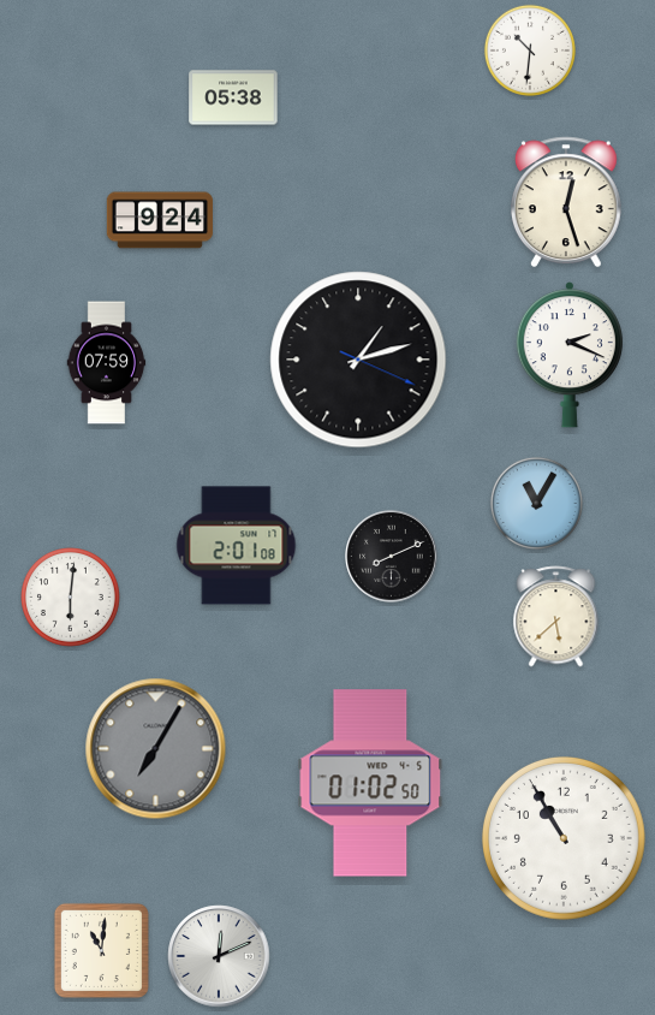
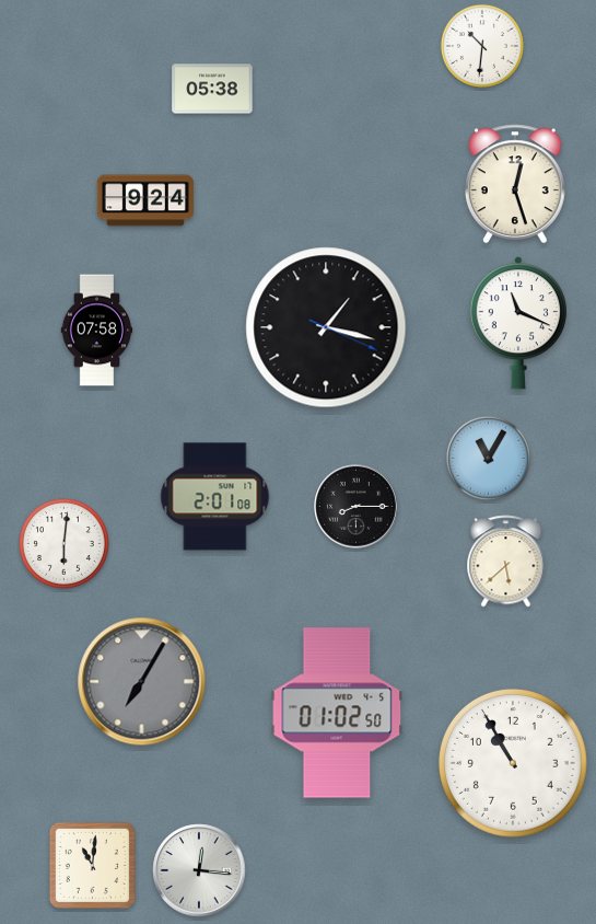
clock at (570, 355): 2:19 -> 11:19
clock at (358, 360): 1:12 -> 1:17
clock at (107, 363): 07:59 -> 07:58
clock at (392, 557): 8:11 -> 8:15
clock at (219, 956): 12:11 -> 12:16
